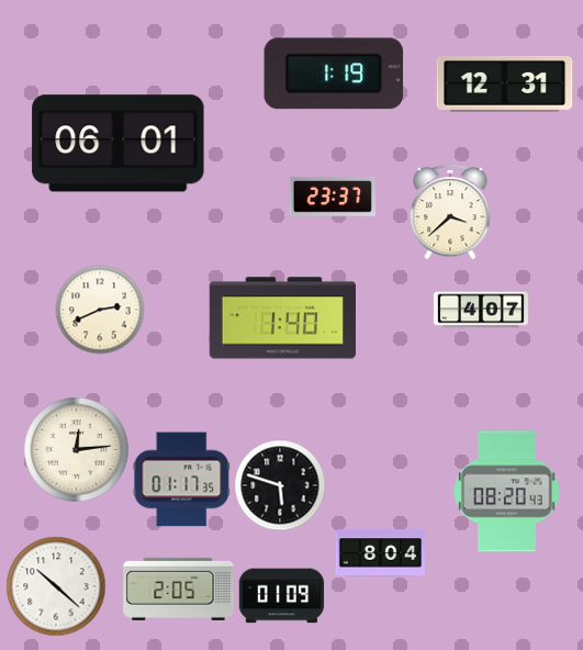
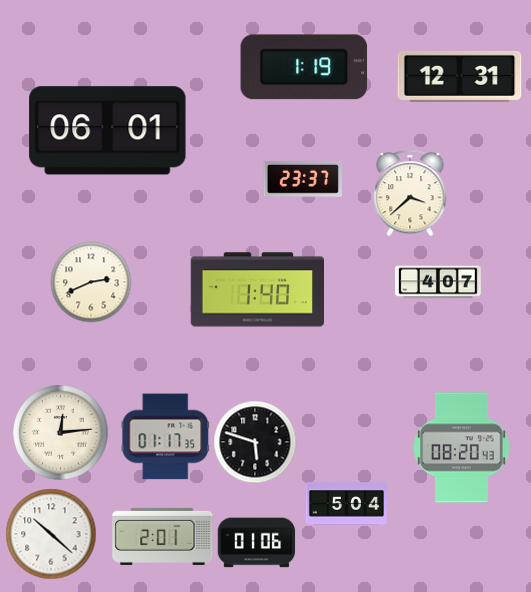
clock at (76, 449) position: (76, 449) -> (60, 432)
clock at (380, 553): 8:04 -> 5:04
clock at (179, 589): 2:05 -> 2:01
clock at (281, 596): 01:09 -> 01:06
